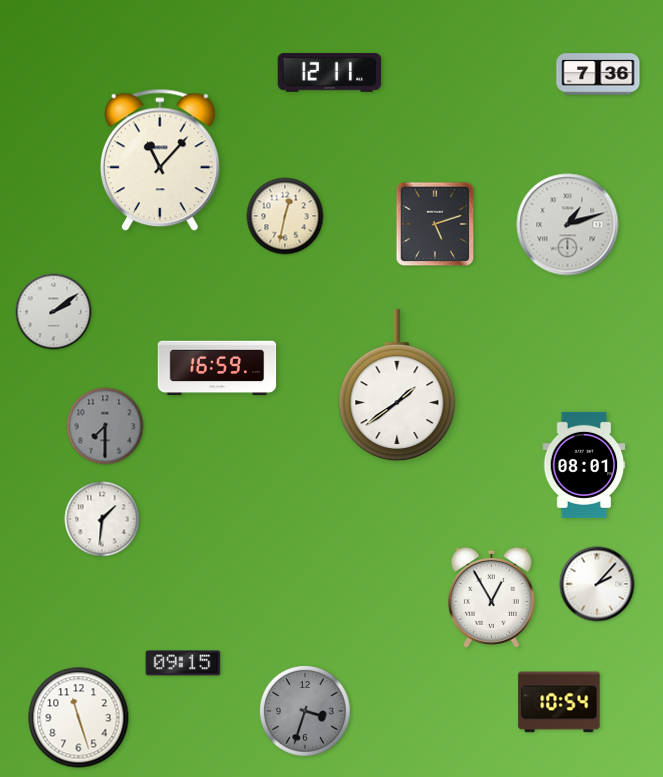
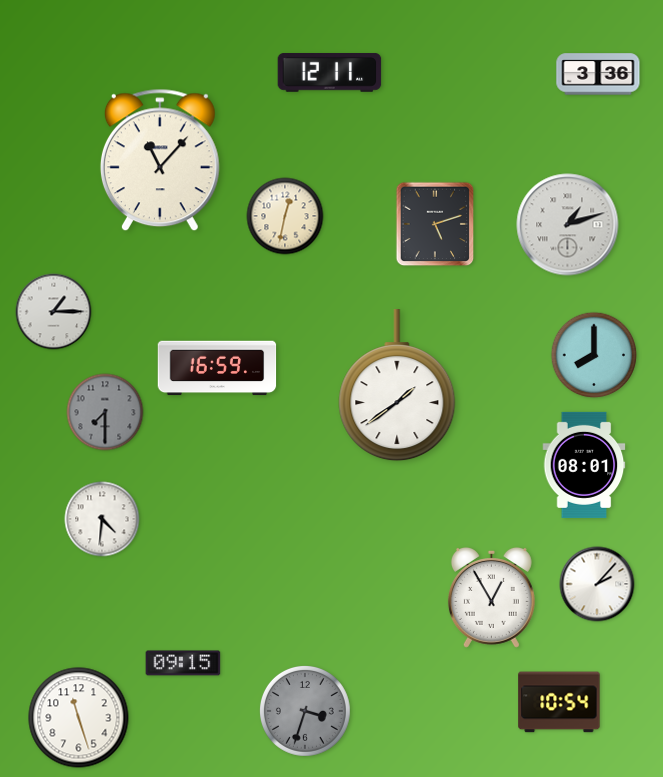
clock at (598, 74): 7:36 -> 3:36
clock at (54, 312): 2:09 -> 1:15
clock at (594, 355): none -> 8:00
clock at (105, 426) position: (105, 426) -> (105, 412)
clock at (102, 519): 1:31 -> 4:31
